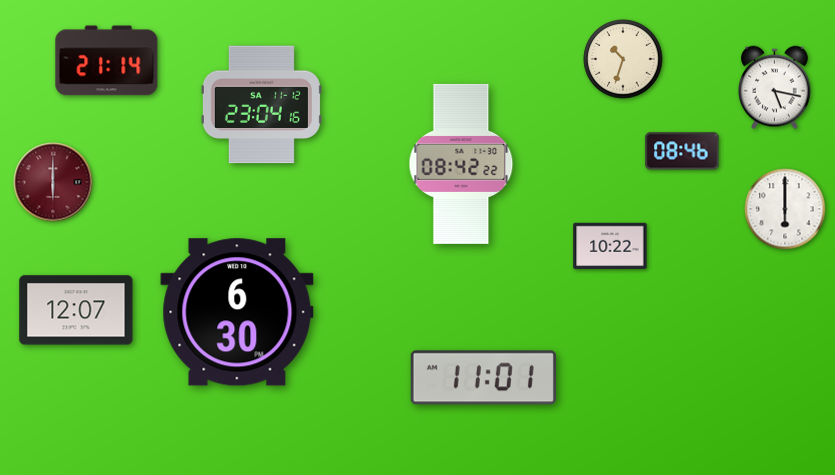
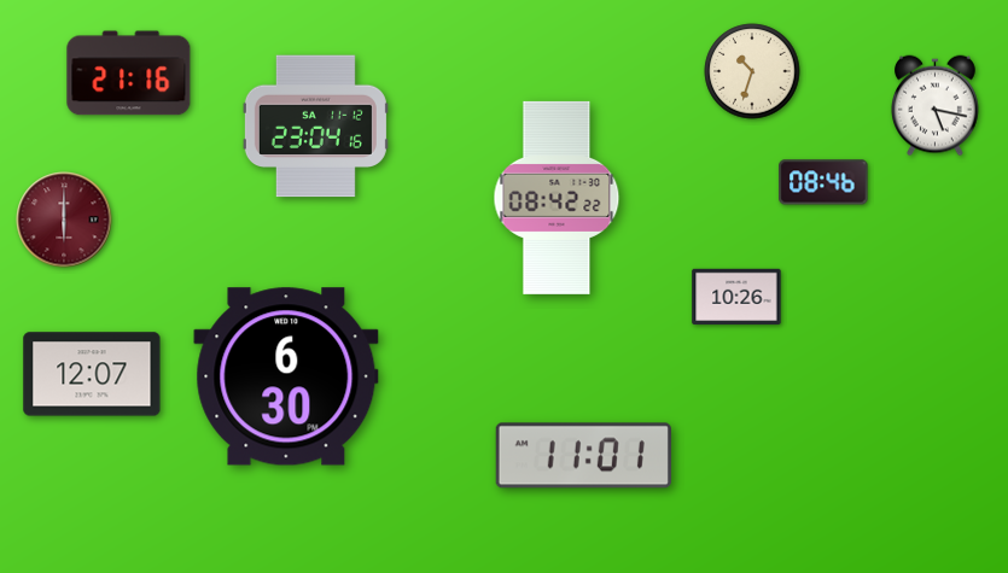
clock at (107, 61): 21:14 -> 21:16
clock at (785, 209): 6:00 -> none
clock at (610, 246): 10:22 -> 10:26
